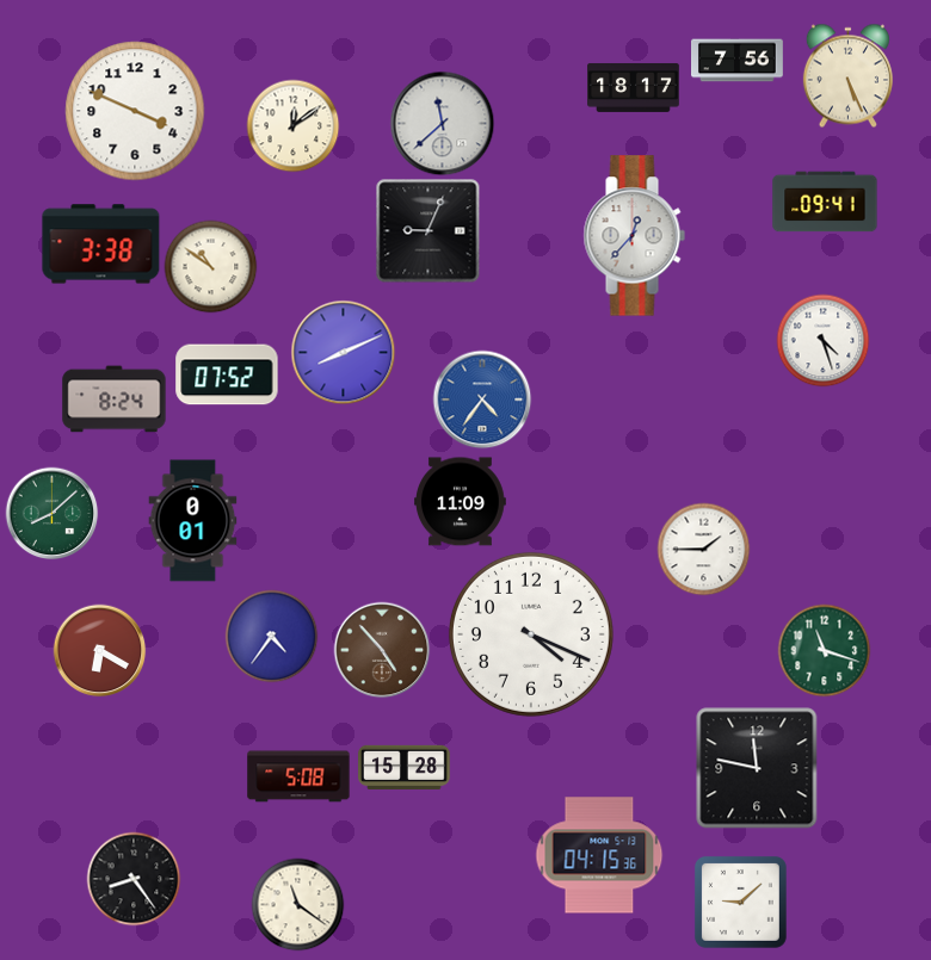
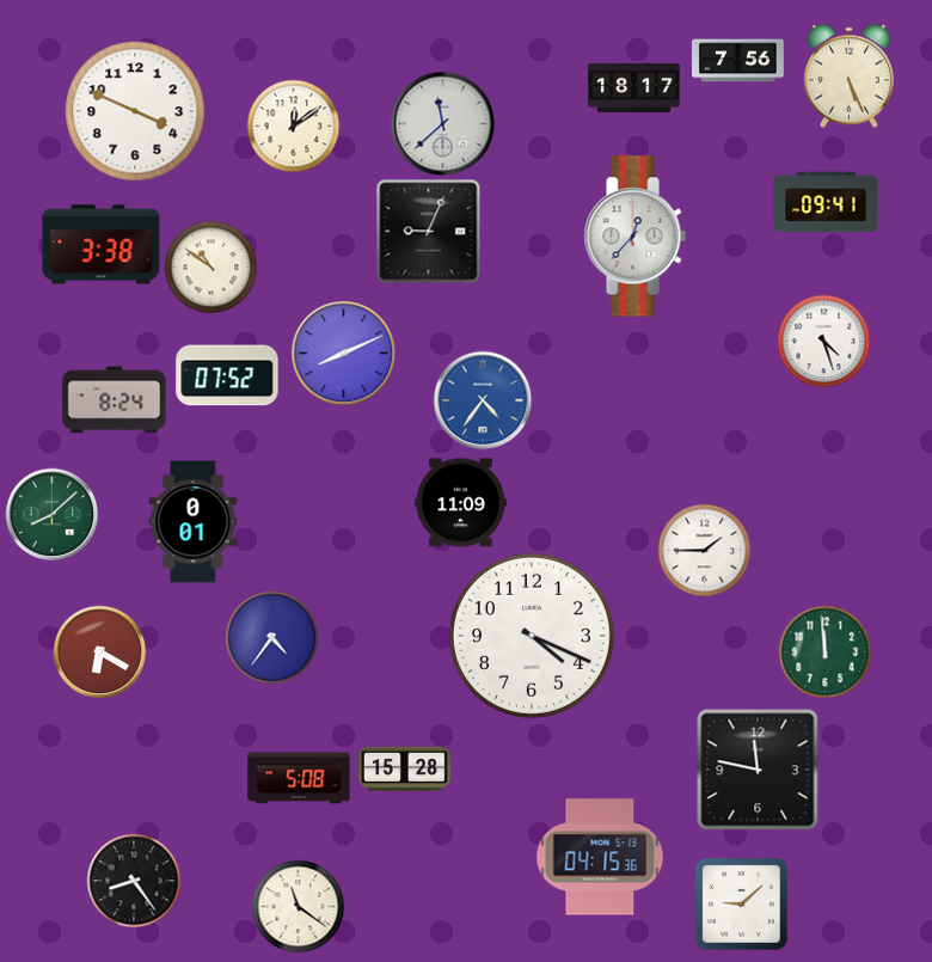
clock at (382, 650): 4:53 -> none
clock at (824, 650): 11:18 -> 11:59
